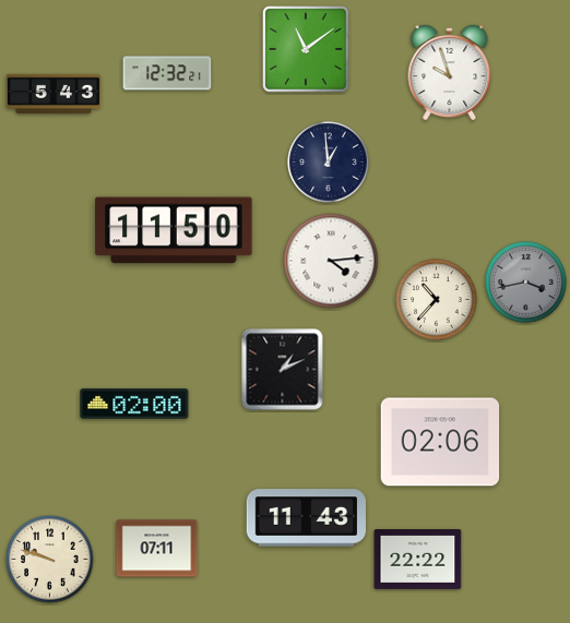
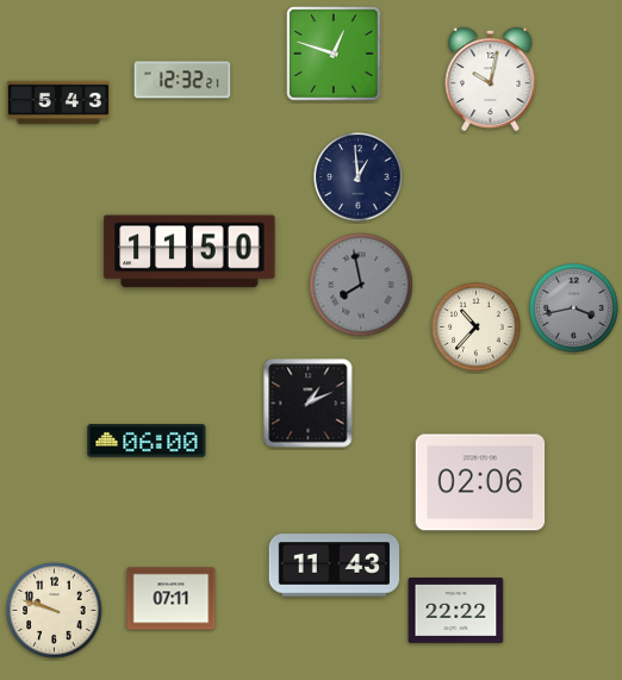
clock at (307, 50): 11:09 -> 12:48
clock at (450, 72): 9:57 -> 10:02
clock at (331, 261): 4:14 -> 7:58
clock at (331, 261) dial: white -> grey
clock at (134, 404): 02:00 -> 06:00
